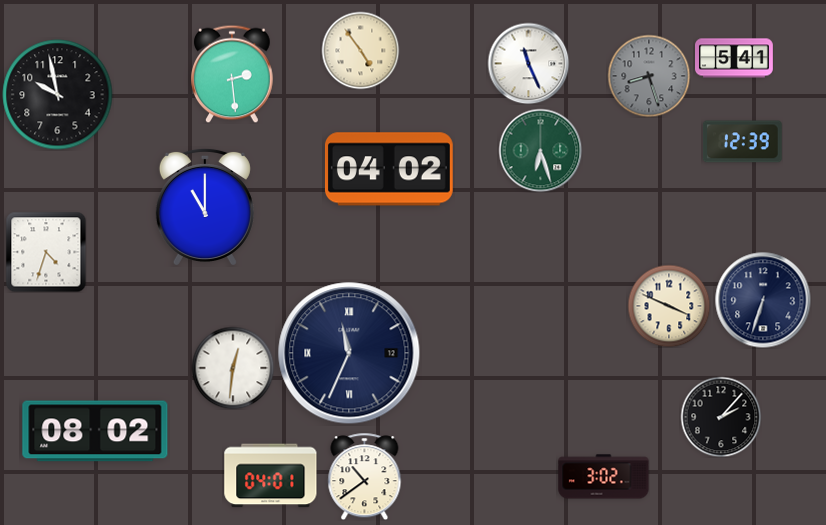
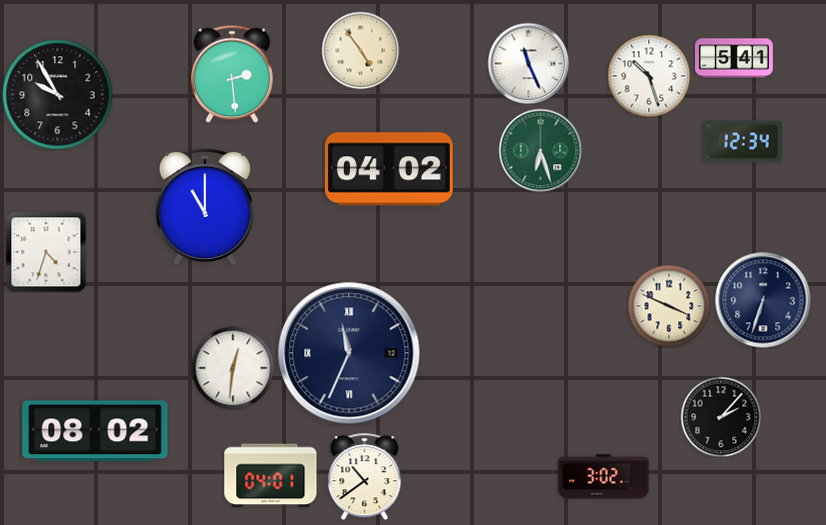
clock at (649, 76): 8:27 -> 10:27
clock at (649, 76) dial: grey -> white
clock at (58, 95): 9:58 -> 9:55
clock at (742, 142): 12:39 -> 12:34
